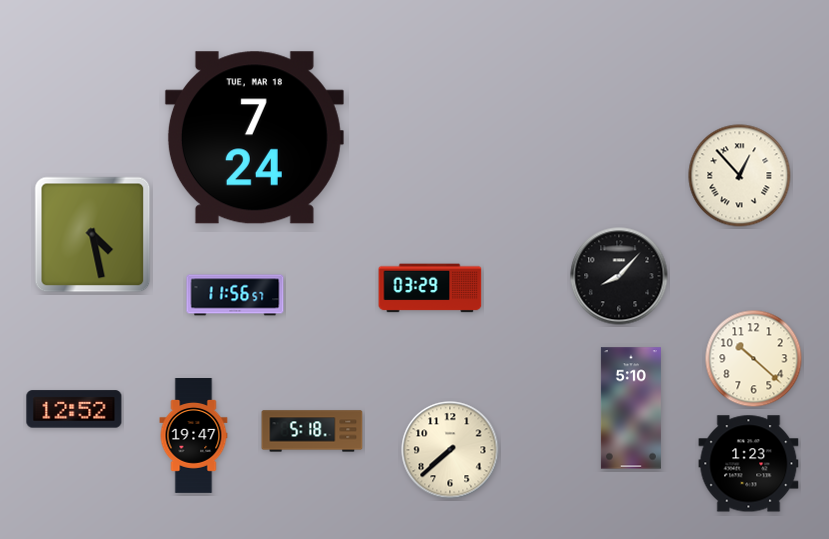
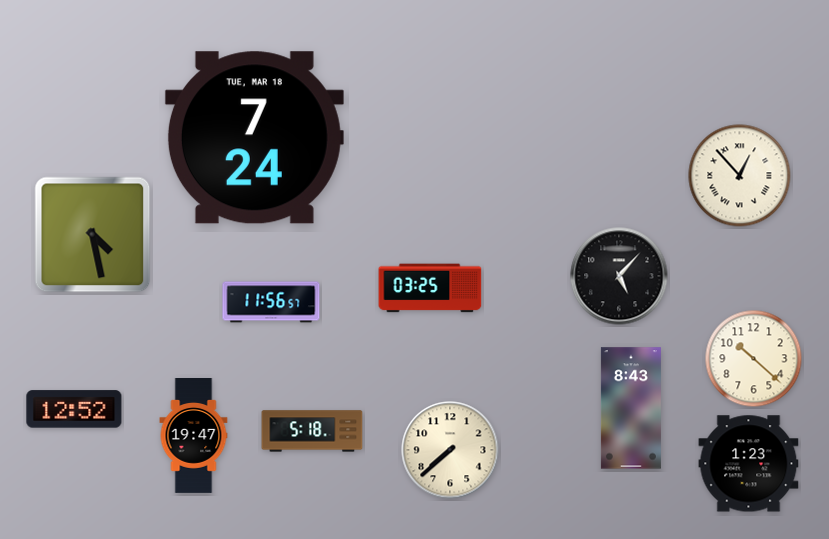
clock at (619, 276): 8:07 -> 5:07
clock at (430, 288): 03:29 -> 03:25
clock at (235, 295) position: (235, 295) -> (271, 302)
clock at (631, 408): 5:10 -> 8:43
